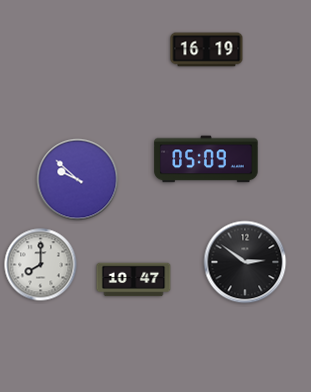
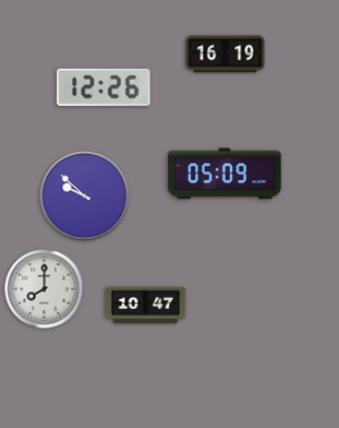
clock at (104, 87): none -> 12:26
clock at (245, 262): 2:51 -> none
